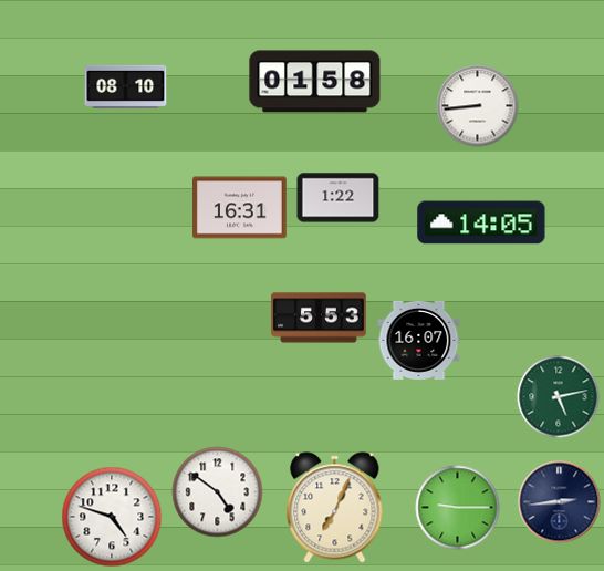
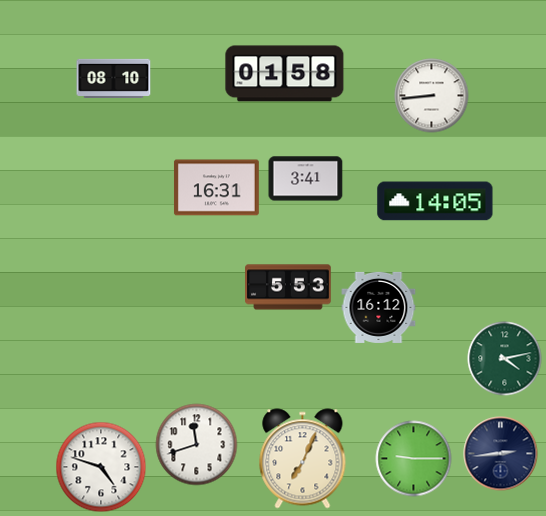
clock at (339, 198): 1:22 -> 3:41
clock at (419, 340): 16:07 -> 16:12
clock at (559, 397): 5:13 -> 4:13
clock at (218, 492): 4:51 -> 11:42
clock at (560, 502) position: (560, 502) -> (501, 454)
